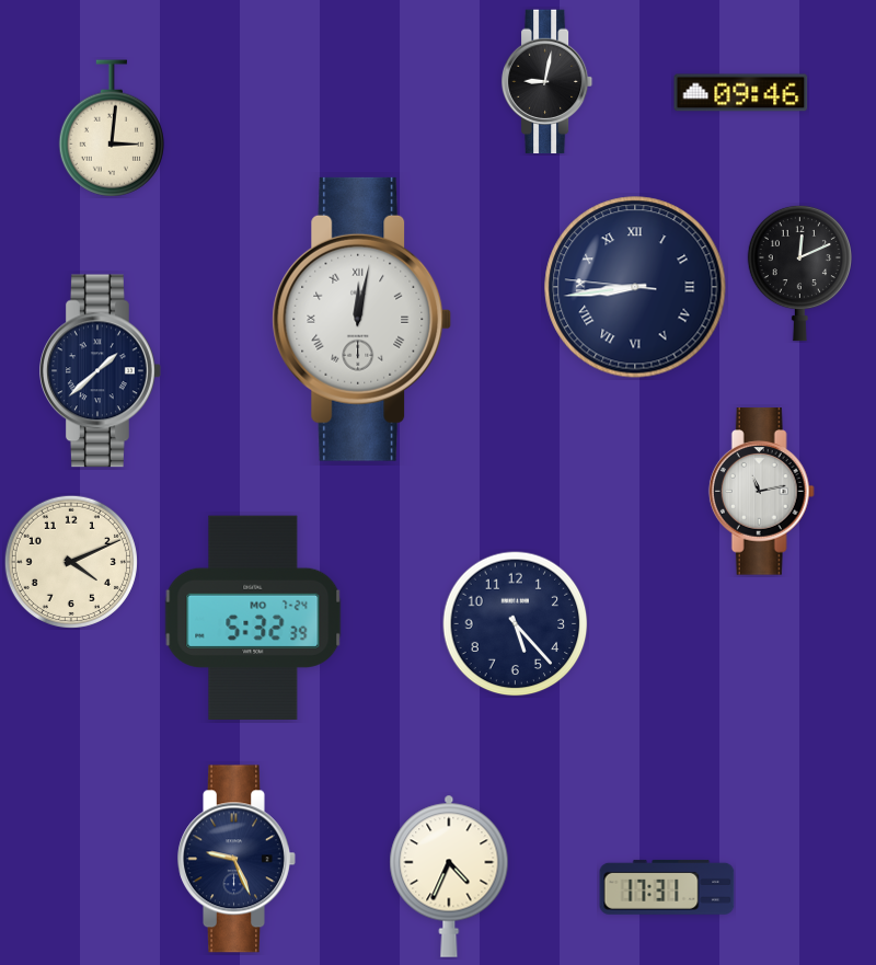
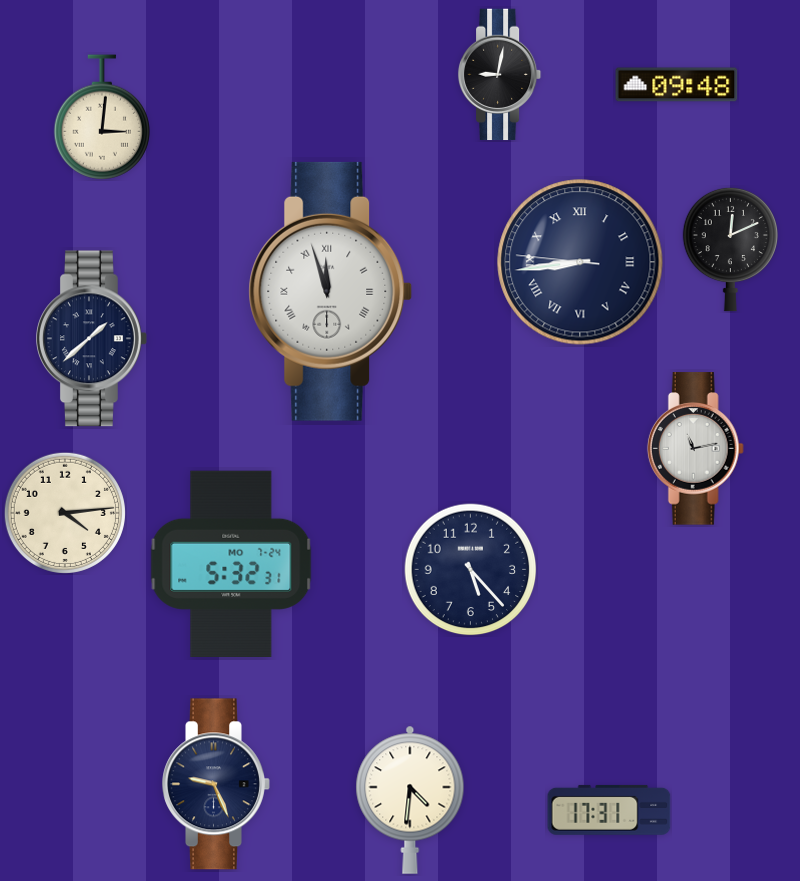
clock at (741, 93): 09:46 -> 09:48
clock at (362, 319): 12:02 -> 11:57
clock at (71, 562): 4:11 -> 4:14
clock at (253, 617): 5:32:39 -> 5:32:31
clock at (449, 876): 4:34 -> 4:31
